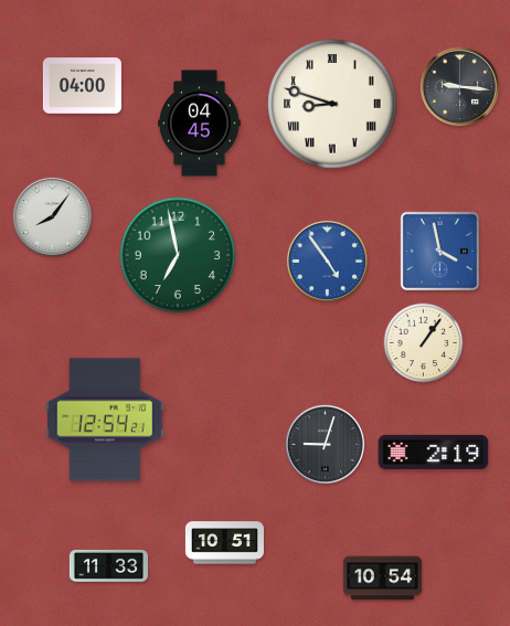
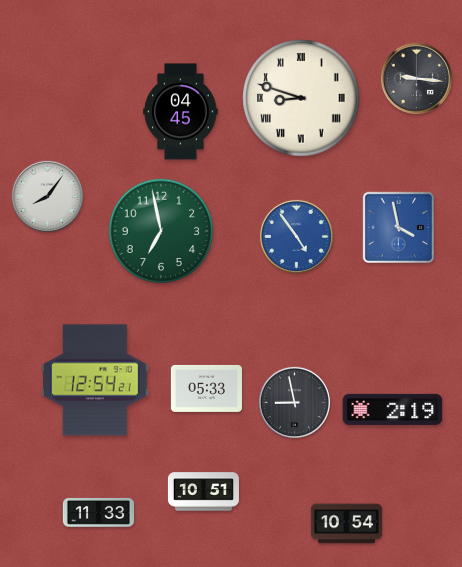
clock at (82, 86): 04:00 -> none
clock at (332, 104) position: (332, 104) -> (301, 98)
clock at (424, 343): 1:06 -> none
clock at (206, 388): none -> 05:33
clock at (325, 444): 9:03 -> 8:58
